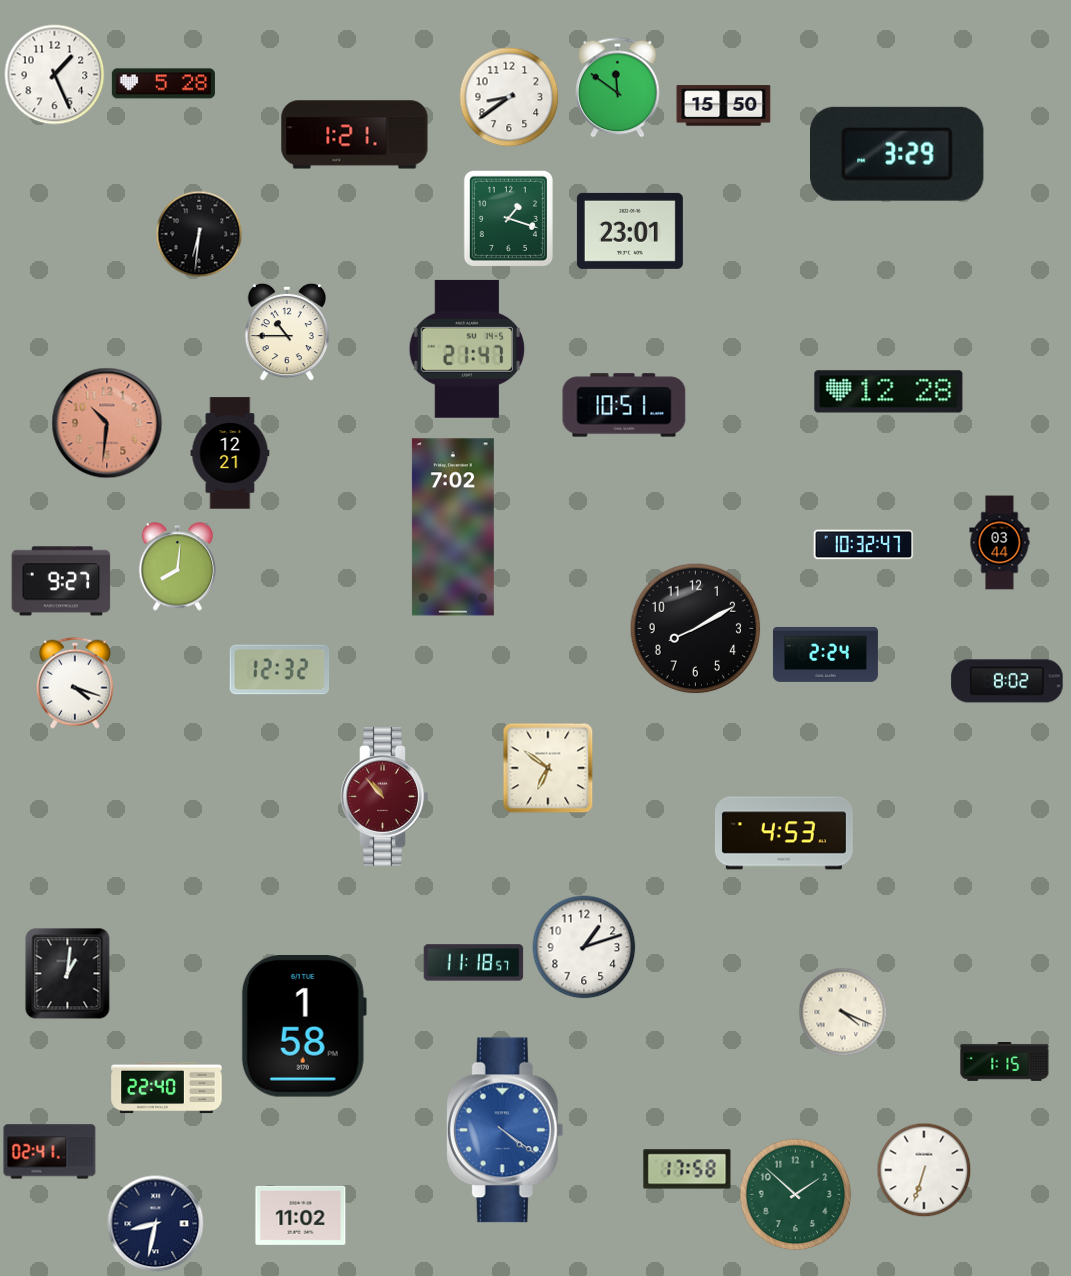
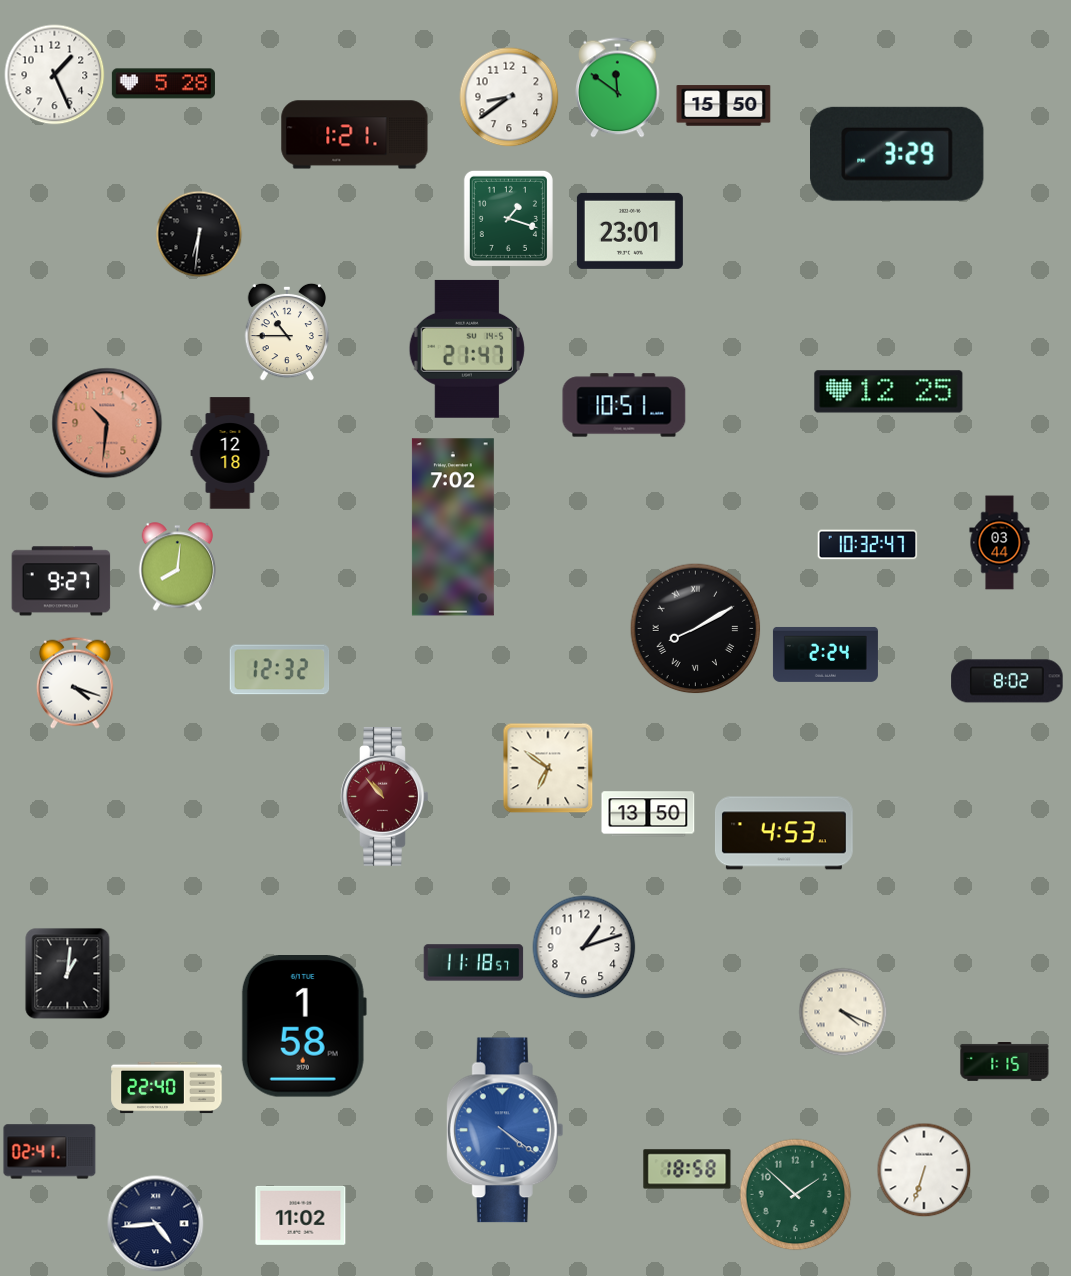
clock at (889, 392): 12:28 -> 12:25
clock at (230, 453): 12:21 -> 12:18
clock at (864, 545) position: (864, 545) -> (868, 545)
clock at (696, 629) numerals: Arabic -> Roman
clock at (648, 814): none -> 13:50
clock at (687, 1169): 17:58 -> 18:58
clock at (156, 1224): 8:32 -> 4:44
